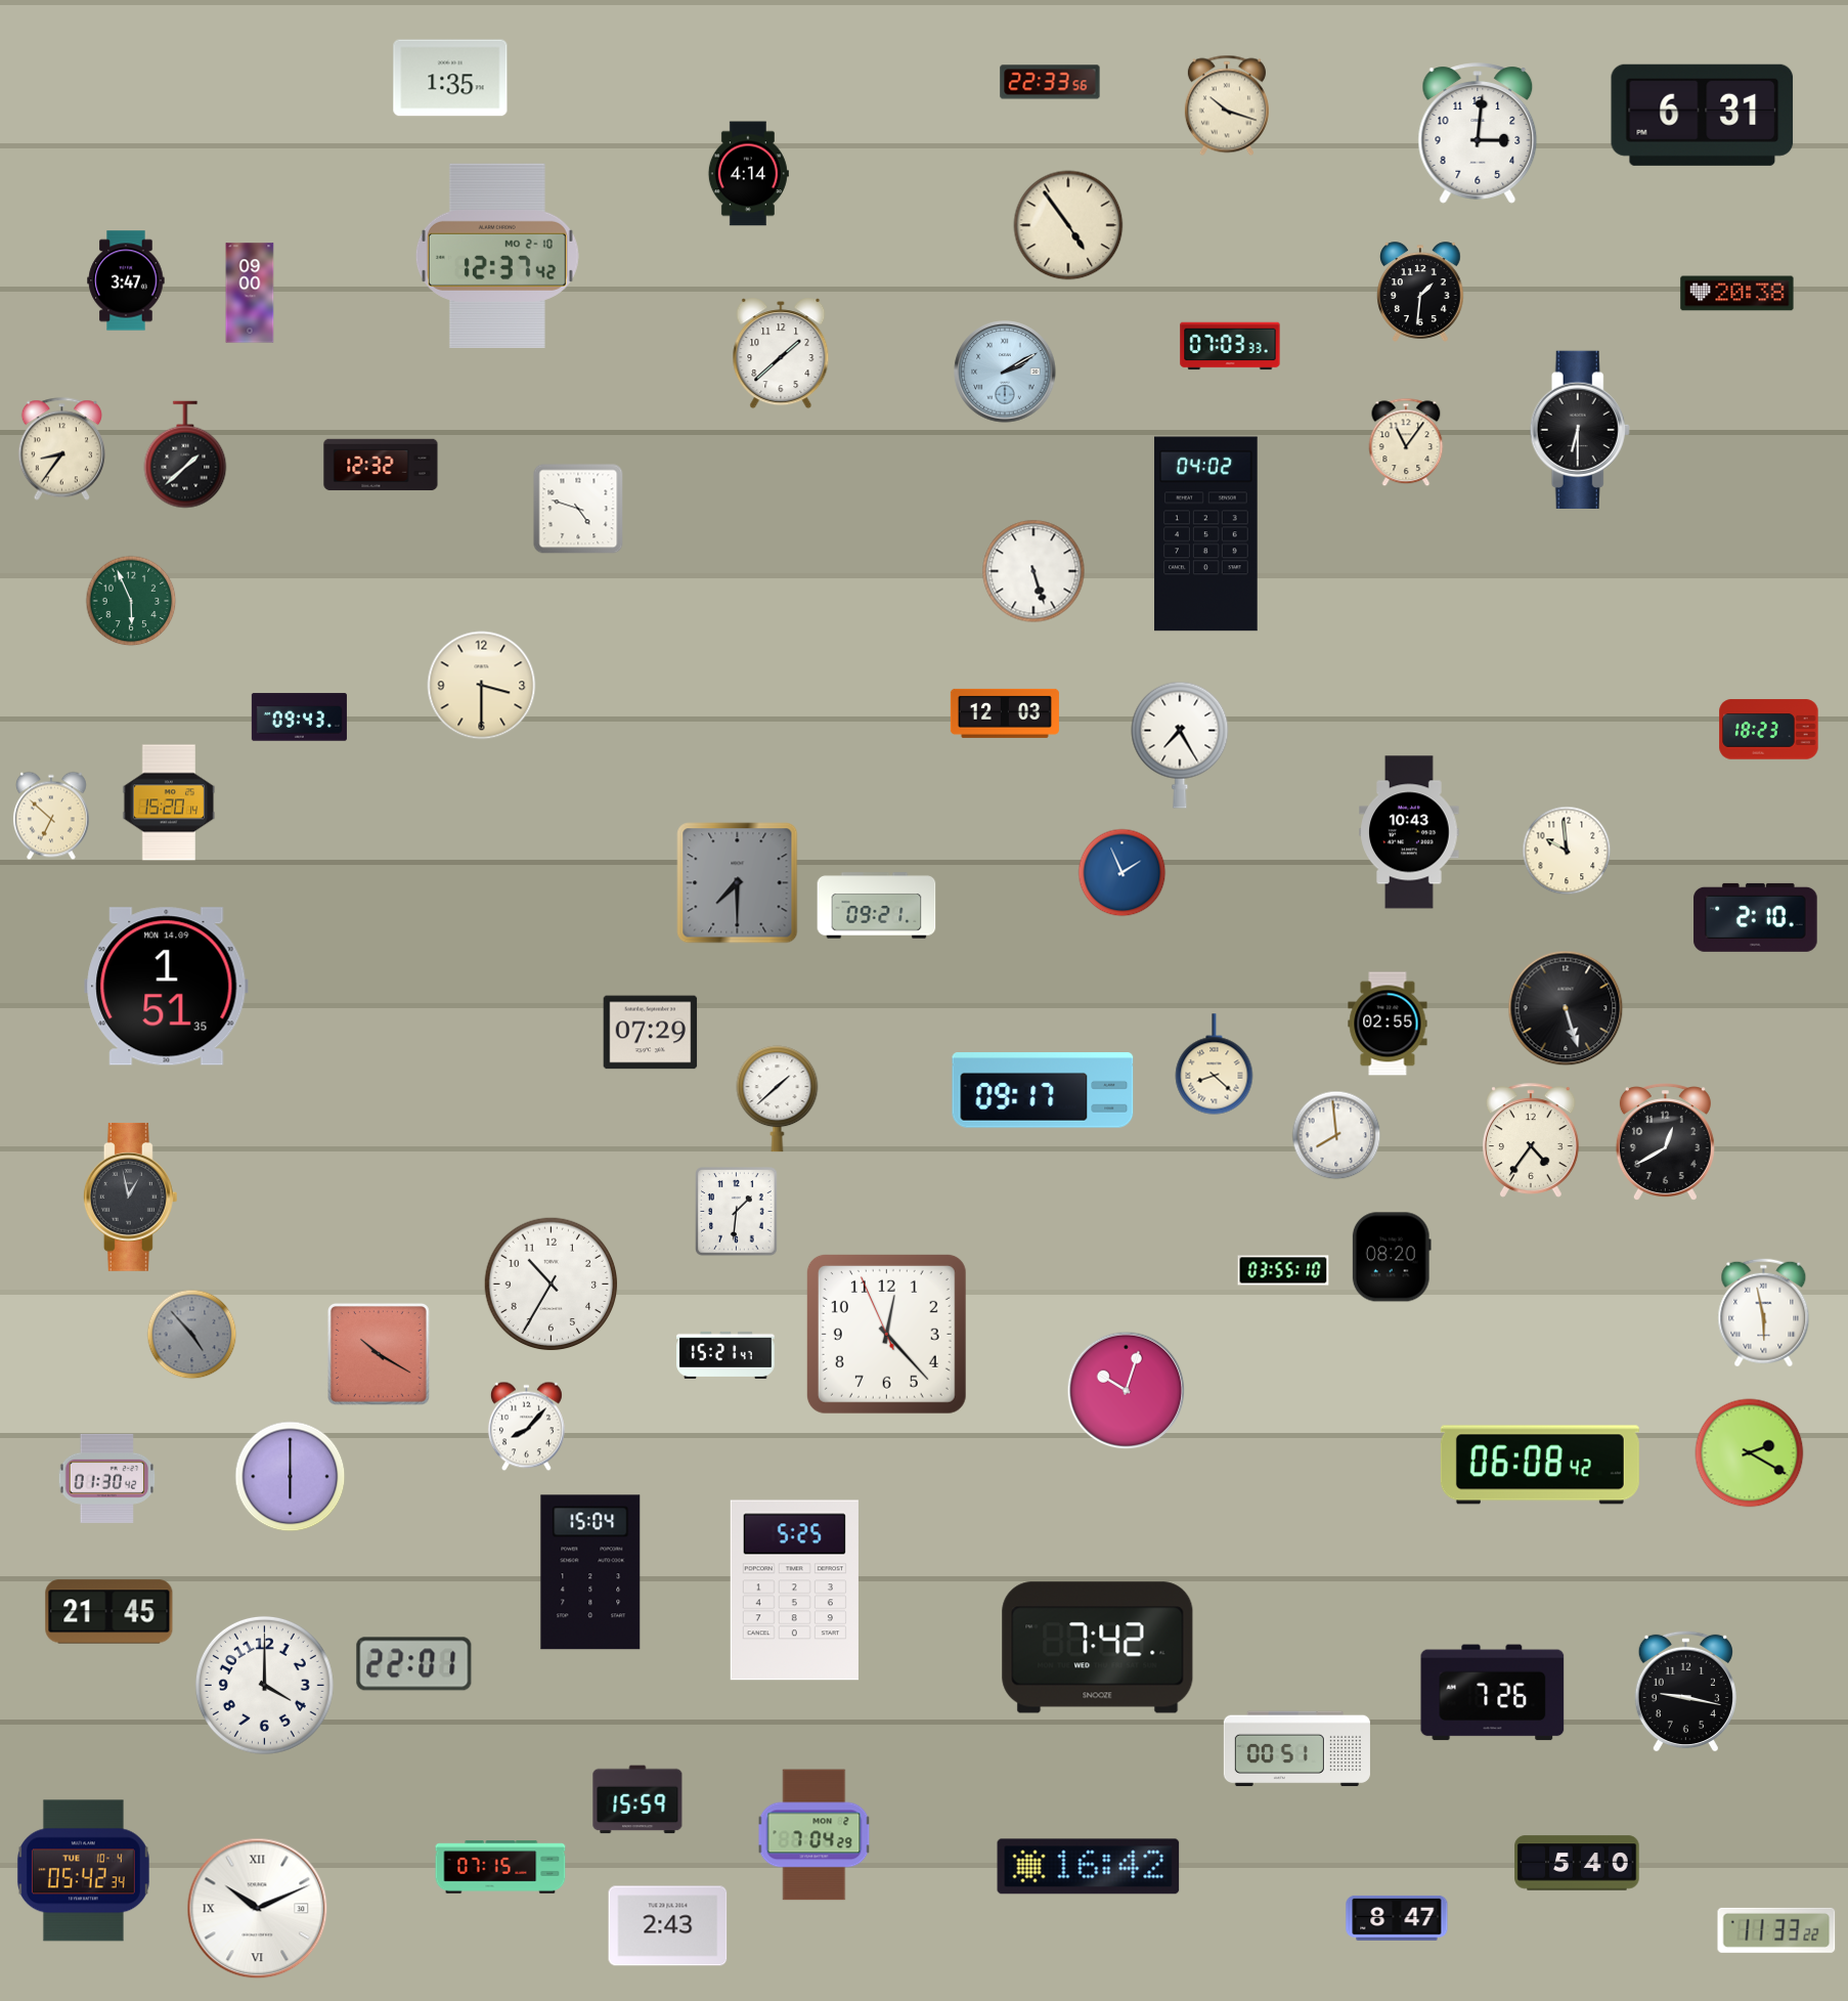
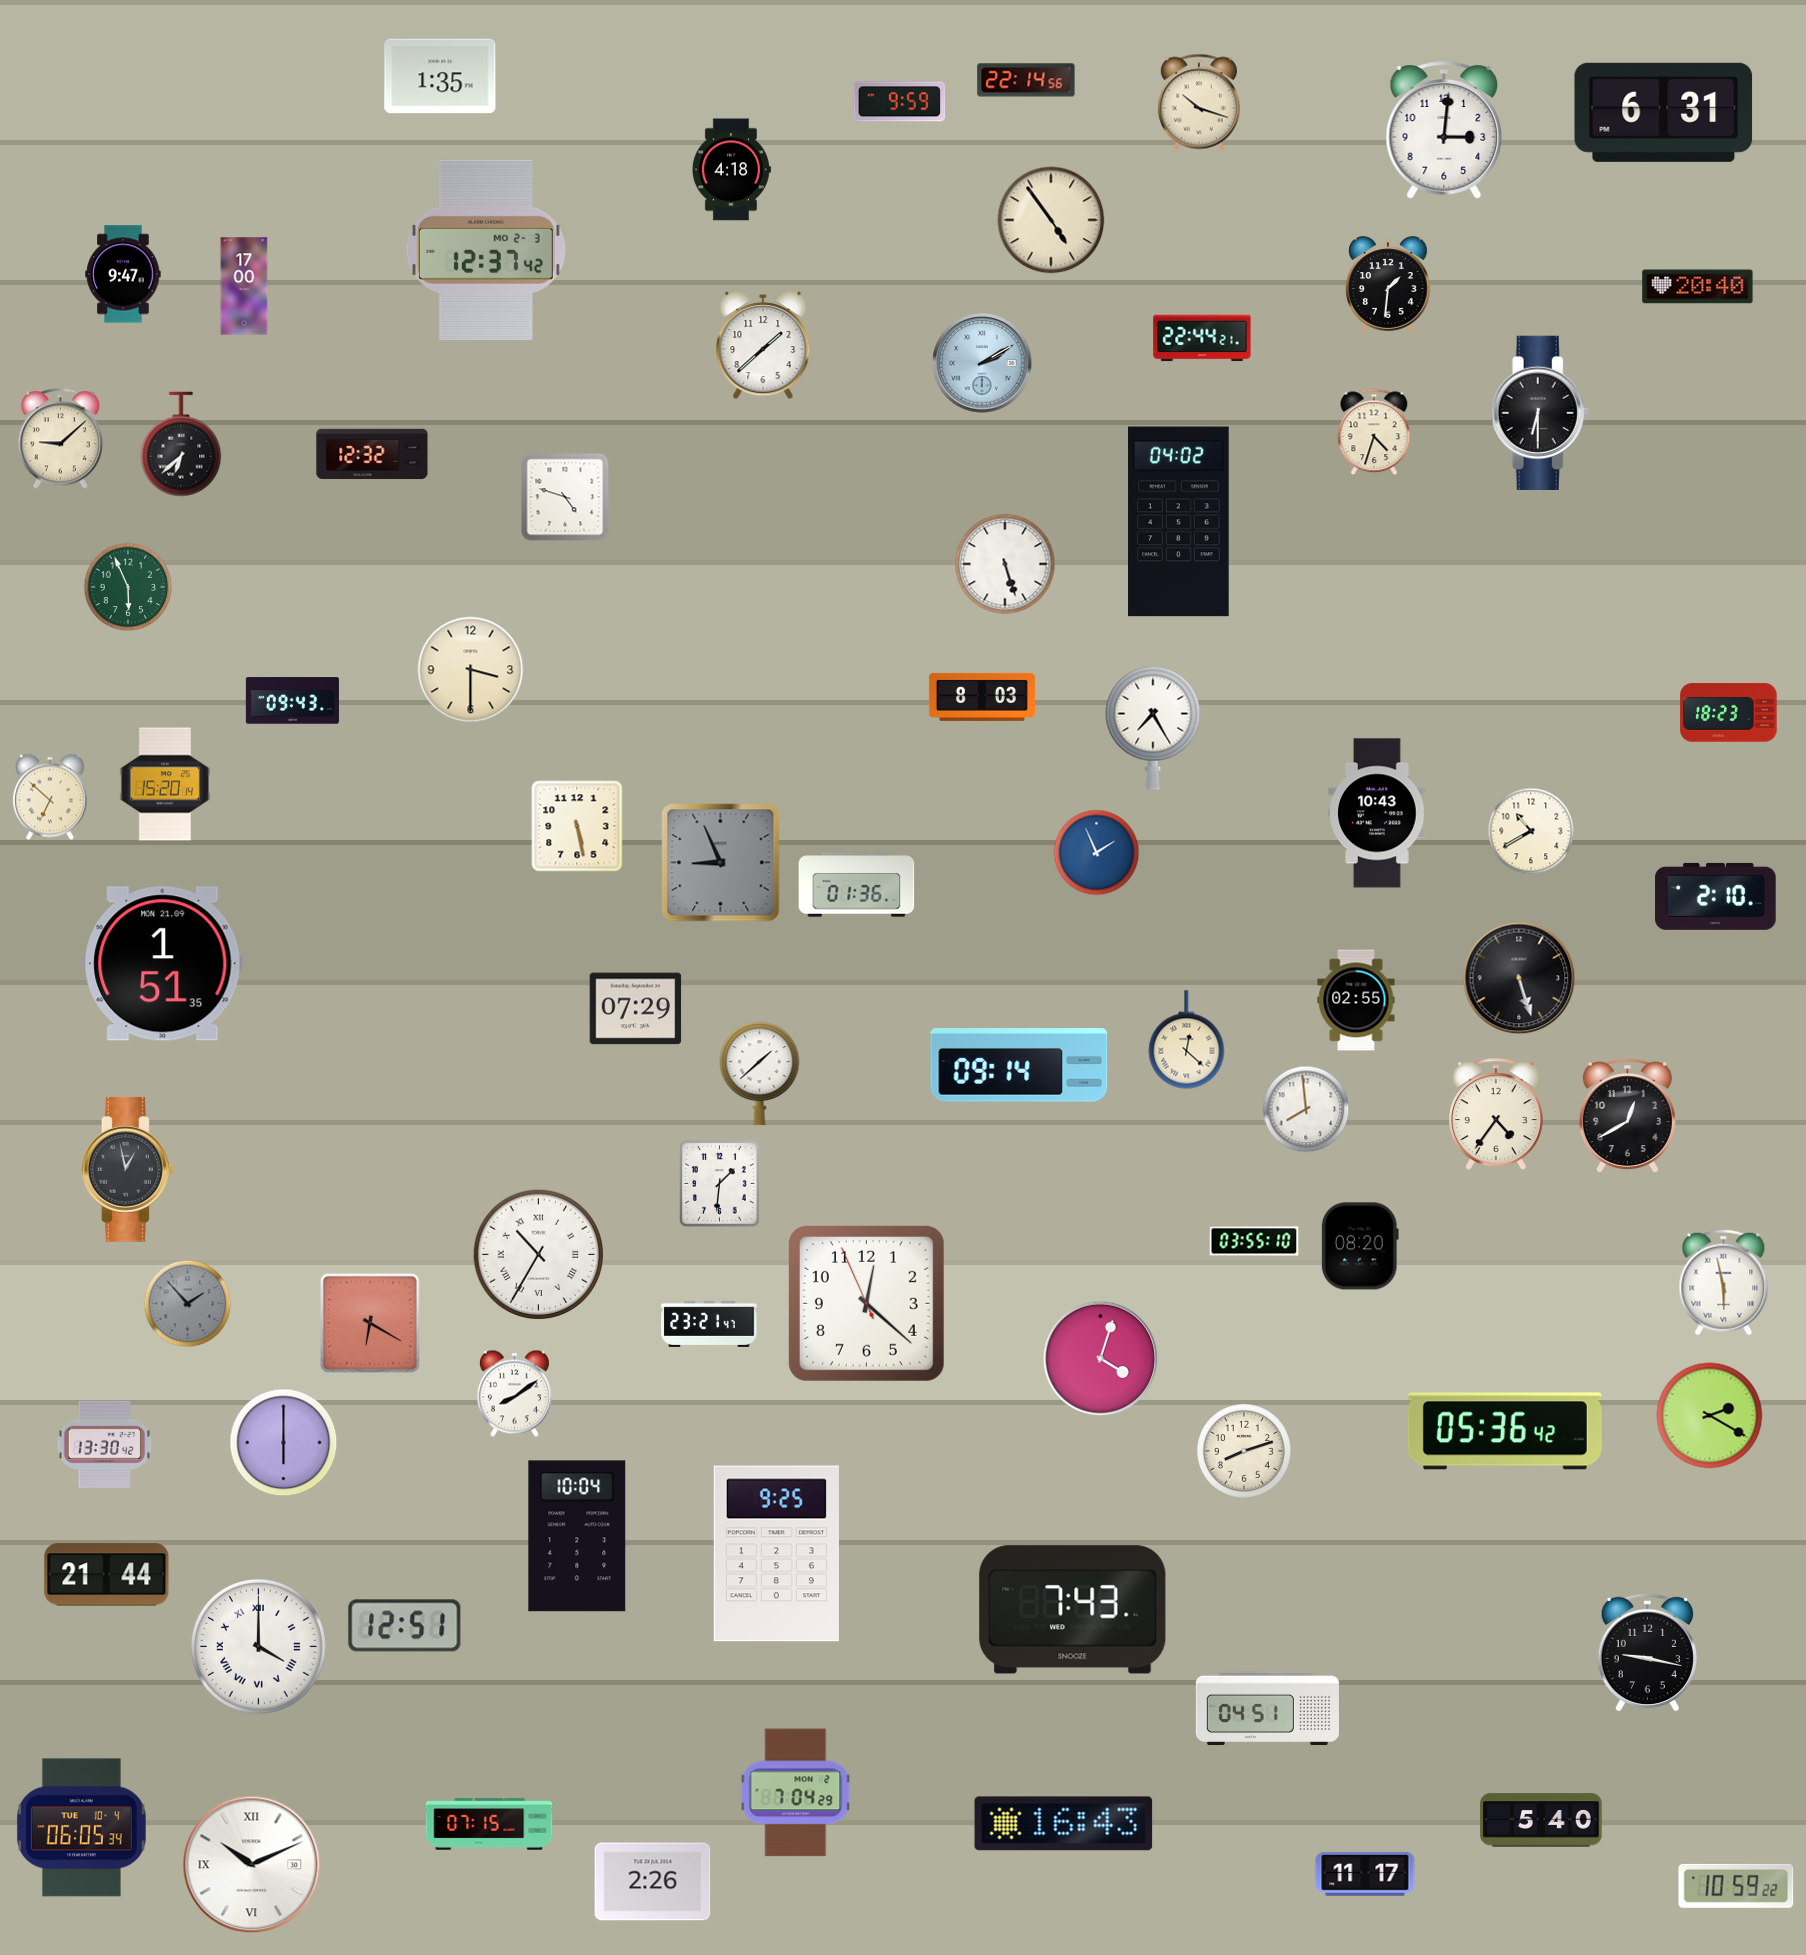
clock at (1050, 82): 22:33 -> 22:14
clock at (900, 102): none -> 9:59
clock at (748, 174): 4:14 -> 4:18
clock at (1068, 225) position: (1068, 225) -> (1051, 220)
clock at (497, 256) date: MO 2-10 -> MO 2-3
clock at (126, 280): 3:47 -> 9:47
clock at (250, 293): 09:00 -> 17:00
clock at (1737, 294): 20:38 -> 20:40
clock at (1230, 346): 07:03 -> 22:44
clock at (1580, 429) position: (1580, 429) -> (1540, 412)
clock at (1406, 442): 11:06 -> 4:33
clock at (61, 449): 8:36 -> 9:08
clock at (185, 454): 1:38 -> 6:38
clock at (1033, 571) position: (1033, 571) -> (1005, 564)
clock at (1005, 713): 12:03 -> 8:03
clock at (577, 826): none -> 5:28
clock at (1567, 851): 9:59 -> 10:40
clock at (738, 883): 7:30 -> 8:56
clock at (877, 906): 09:21 -> 01:36
clock at (167, 987) date: MON 14.09 -> MON 21.09
clock at (1566, 1008) position: (1566, 1008) -> (1519, 978)
clock at (1215, 1064): 8:22 -> 12:22
clock at (1043, 1090): 09:17 -> 09:14
clock at (1392, 1257) position: (1392, 1257) -> (1360, 1246)
clock at (552, 1285) numerals: Arabic -> Roman
clock at (886, 1334): 12:22 -> 12:21
clock at (192, 1335): 4:53 -> 1:53
clock at (379, 1354): 10:20 -> 6:20
clock at (725, 1355): 15:21 -> 23:21
clock at (1127, 1391): 10:03 -> 4:03
clock at (526, 1427): 8:07 -> 8:09
clock at (1750, 1453) position: (1750, 1453) -> (1710, 1416)
clock at (1540, 1465): 06:08 -> 05:36
clock at (107, 1478): 01:30 -> 13:30
clock at (1245, 1452): none -> 8:12
clock at (590, 1572): 15:04 -> 10:04
clock at (794, 1591): 5:25 -> 9:25
clock at (109, 1612): 21:45 -> 21:44
clock at (1098, 1648): 7:42 -> 7:43
clock at (414, 1664): 22:01 -> 12:51
clock at (264, 1685) numerals: Arabic -> Roman
clock at (1493, 1693): 7:26 -> none
clock at (1296, 1749): 00:51 -> 04:51
clock at (637, 1799): 15:59 -> none
clock at (1089, 1867): 16:42 -> 16:43
clock at (83, 1871): 05:42 -> 06:05
clock at (1397, 1918): 8:47 -> 11:17
clock at (668, 1926): 2:43 -> 2:26
clock at (1776, 1930): 11:33 -> 10:59
